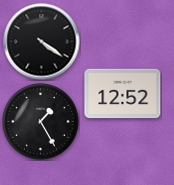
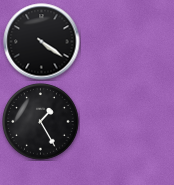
clock at (123, 94): 12:52 -> none
